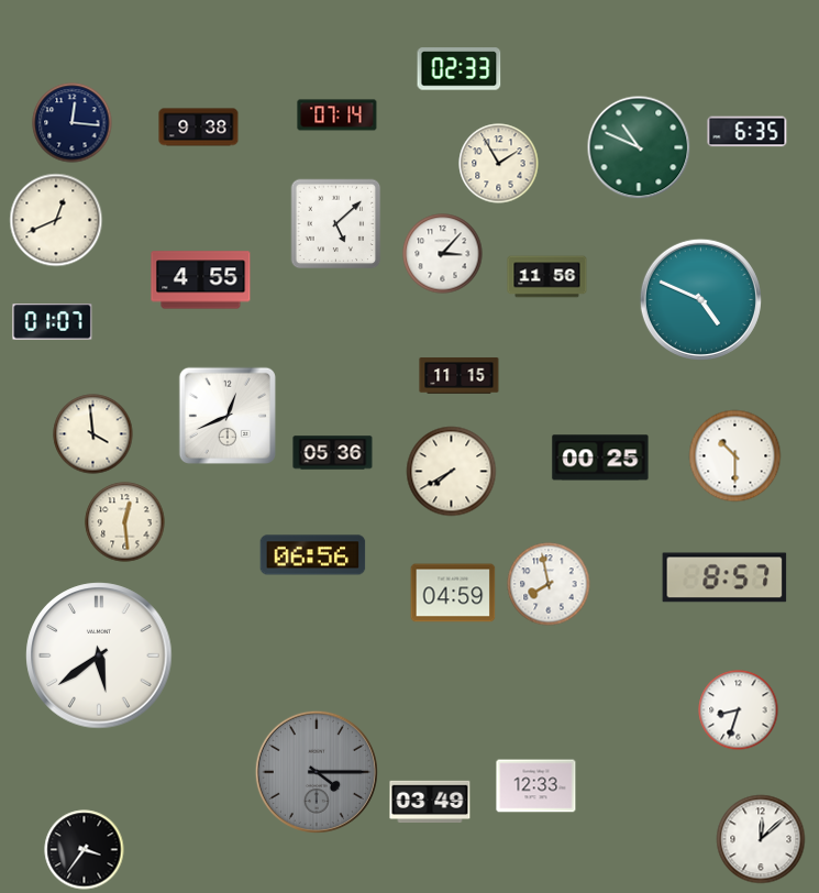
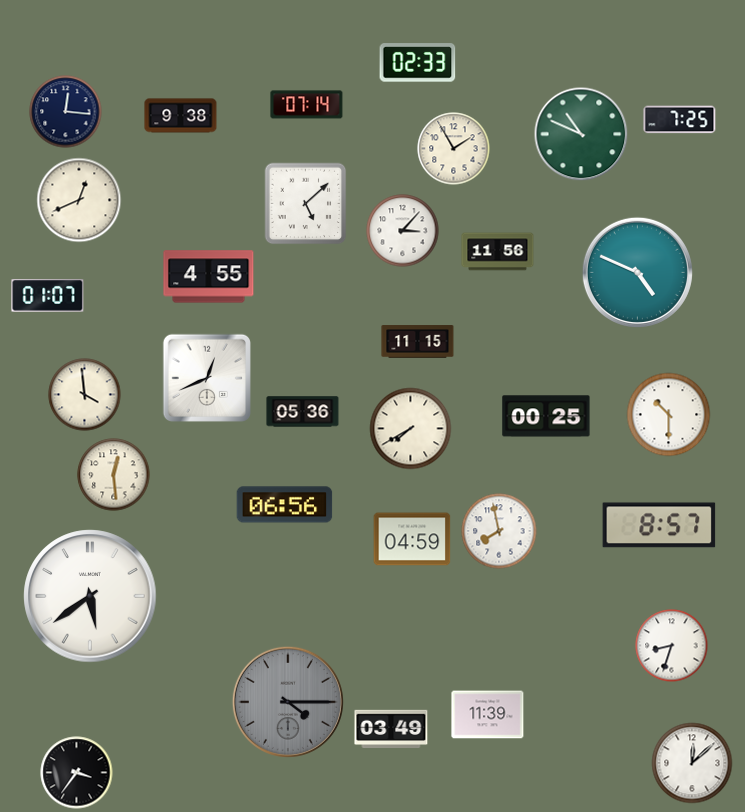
clock at (748, 132): 6:35 -> 7:25
clock at (56, 220) position: (56, 220) -> (79, 200)
clock at (201, 280) position: (201, 280) -> (209, 277)
clock at (53, 322) position: (53, 322) -> (48, 296)
clock at (536, 786): 12:33 -> 11:39
